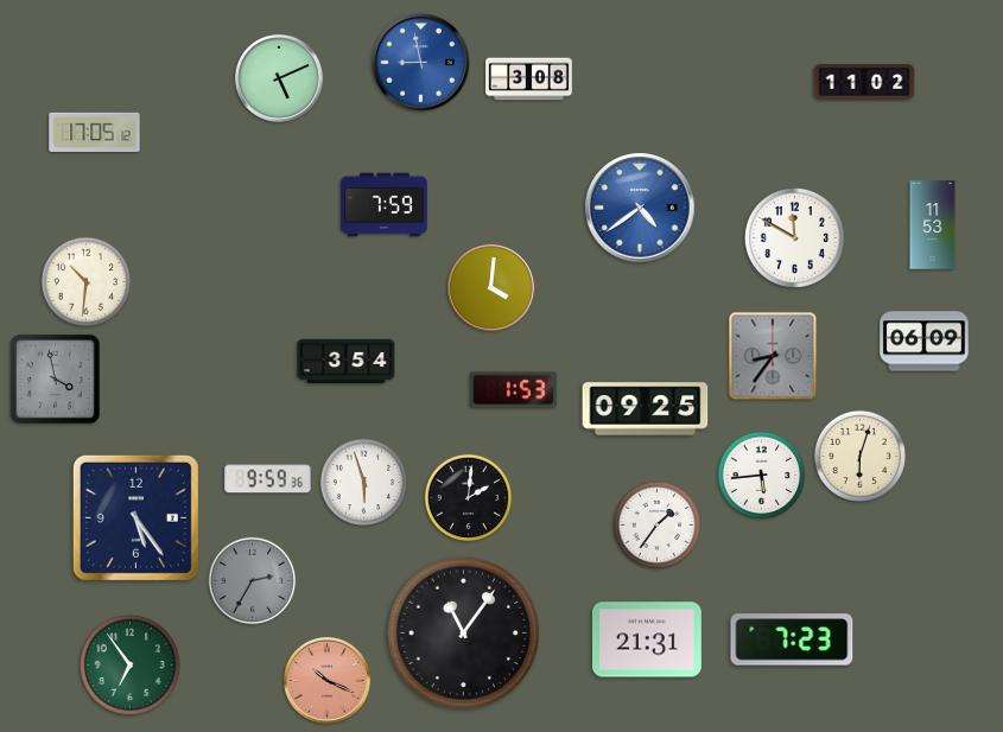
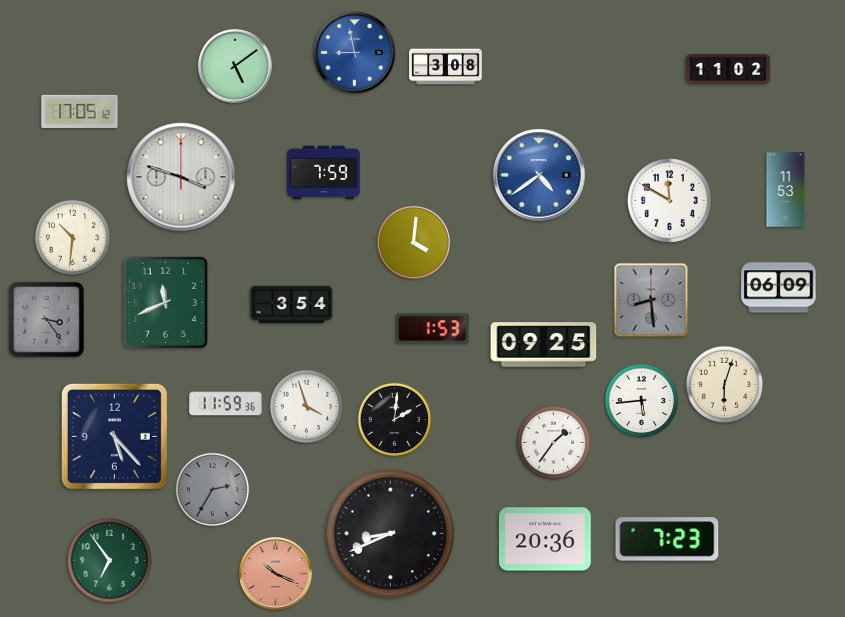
clock at (279, 78): 5:11 -> 5:09
clock at (181, 177): none -> 3:48
clock at (773, 356): 8:36 -> 8:29
clock at (165, 302): none -> 11:41
clock at (55, 378): 3:58 -> 3:24
clock at (268, 479): 9:59 -> 11:59
clock at (364, 483): 5:57 -> 3:57
clock at (135, 517): 5:24 -> 5:23
clock at (463, 632): 11:06 -> 8:41
clock at (647, 639): 21:31 -> 20:36
